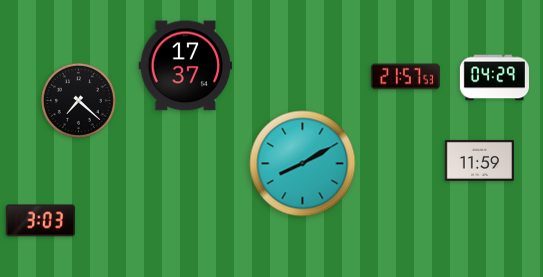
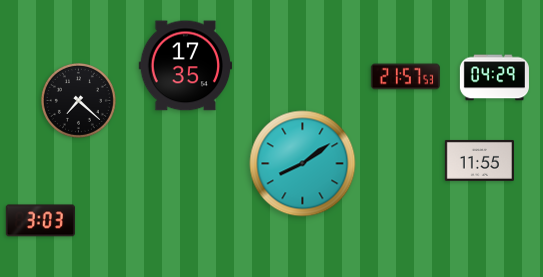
clock at (186, 66): 17:37 -> 17:35
clock at (479, 160): 11:59 -> 11:55
clock at (303, 164): 8:10 -> 8:09
